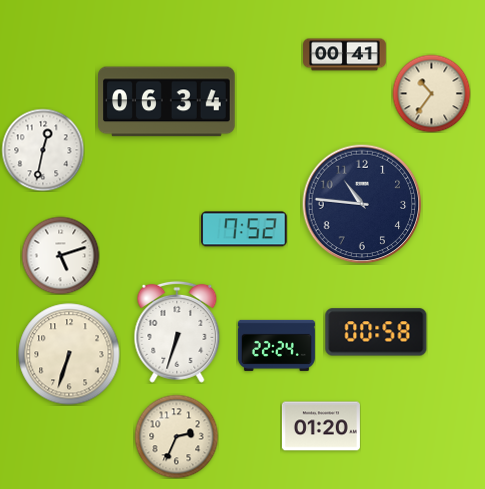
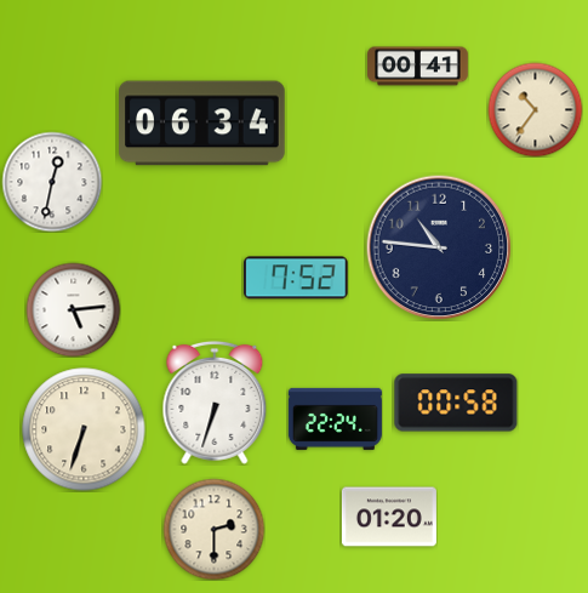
clock at (431, 93) position: (431, 93) -> (535, 109)
clock at (60, 255): 5:12 -> 5:14
clock at (176, 436): 2:34 -> 2:30
